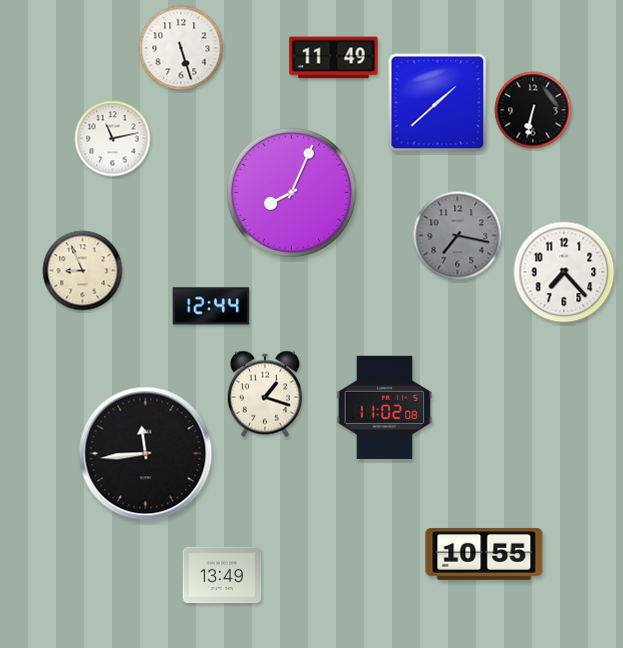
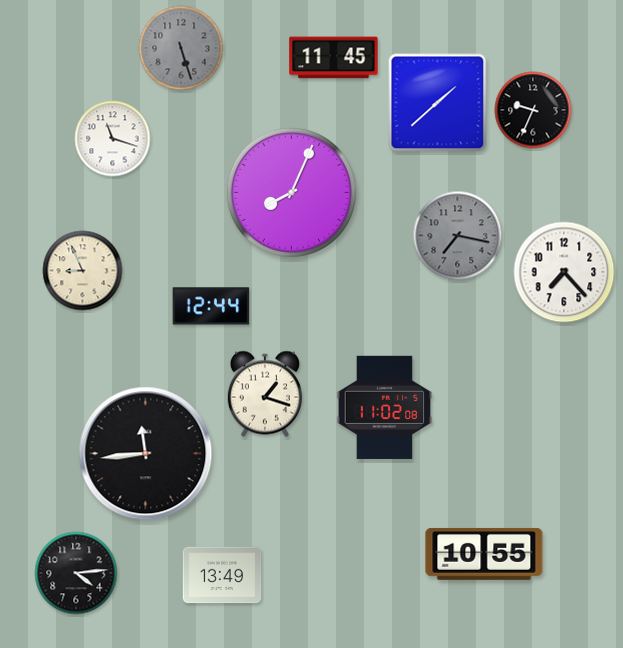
clock at (181, 48) dial: white -> grey
clock at (334, 58): 11:49 -> 11:45
clock at (533, 110): 6:32 -> 9:34
clock at (113, 139): 11:13 -> 11:18
clock at (76, 573): none -> 4:14
